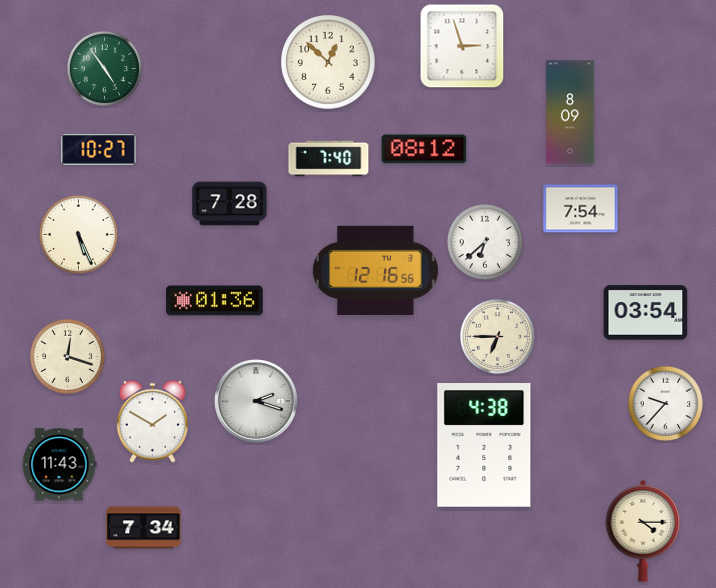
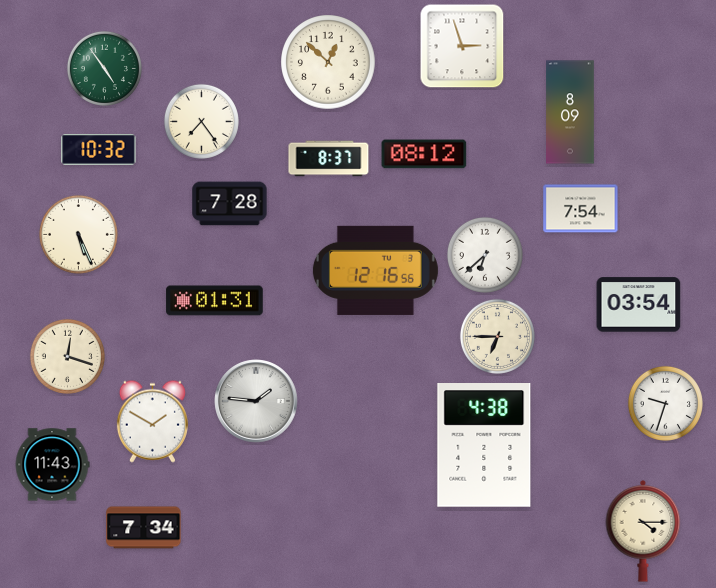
clock at (201, 121): none -> 7:24
clock at (424, 149) position: (424, 149) -> (424, 154)
clock at (99, 150): 10:27 -> 10:32
clock at (329, 159): 7:40 -> 8:37
clock at (485, 242) position: (485, 242) -> (485, 255)
clock at (215, 301): 01:36 -> 01:31
clock at (646, 313) position: (646, 313) -> (639, 305)
clock at (256, 401): 2:18 -> 1:46
clock at (665, 403): 9:37 -> 9:33
clock at (59, 465) position: (59, 465) -> (52, 465)
